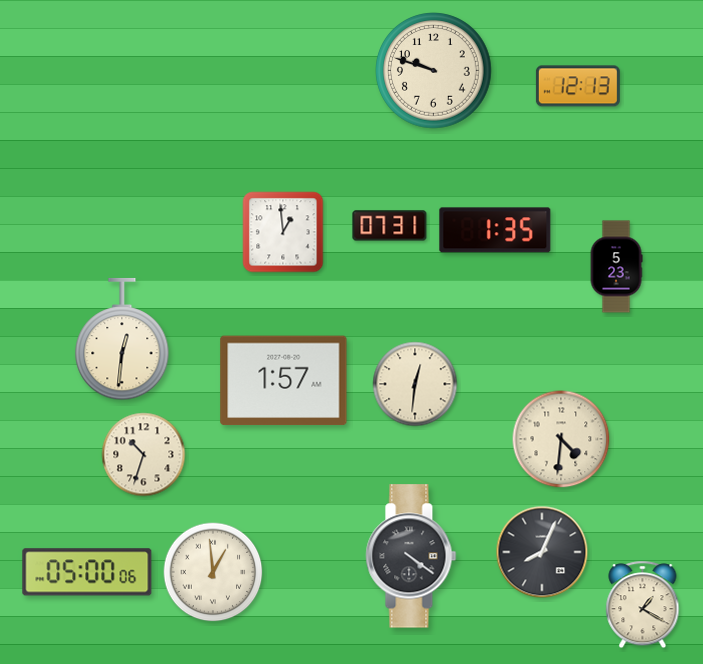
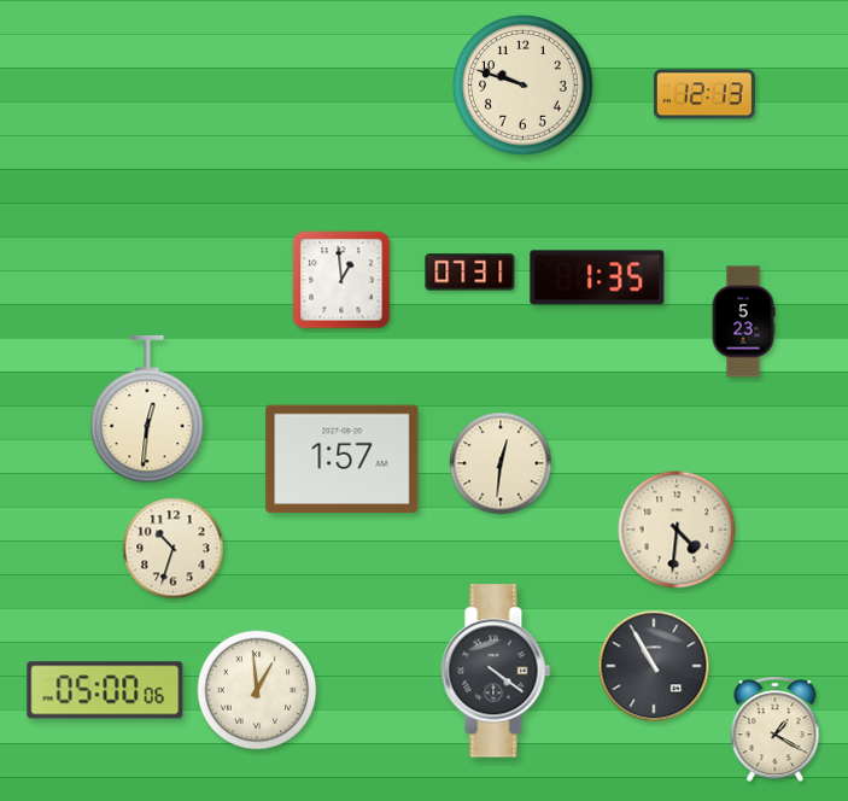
clock at (578, 86) position: (578, 86) -> (704, 94)
clock at (542, 552): 8:04 -> 10:55
